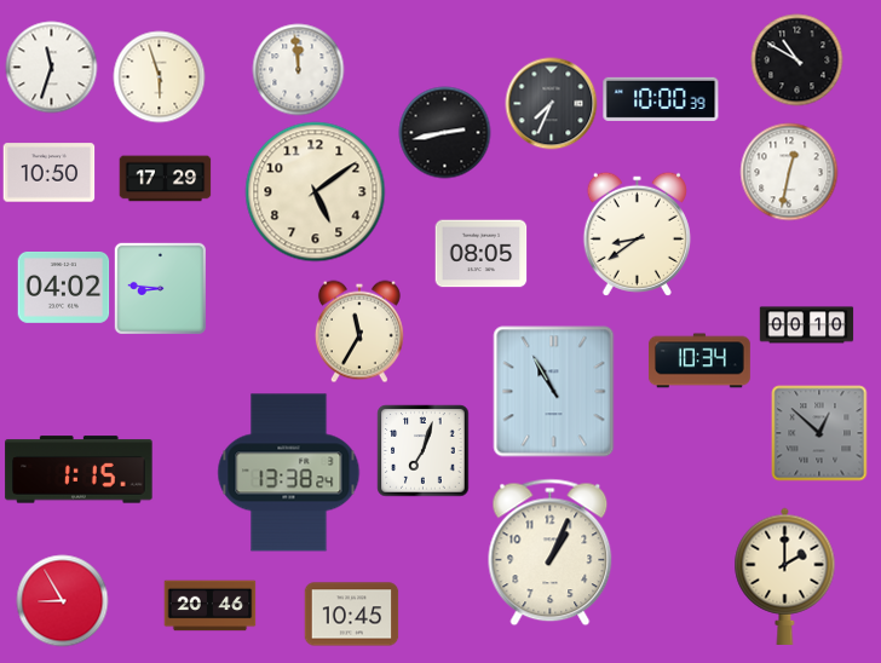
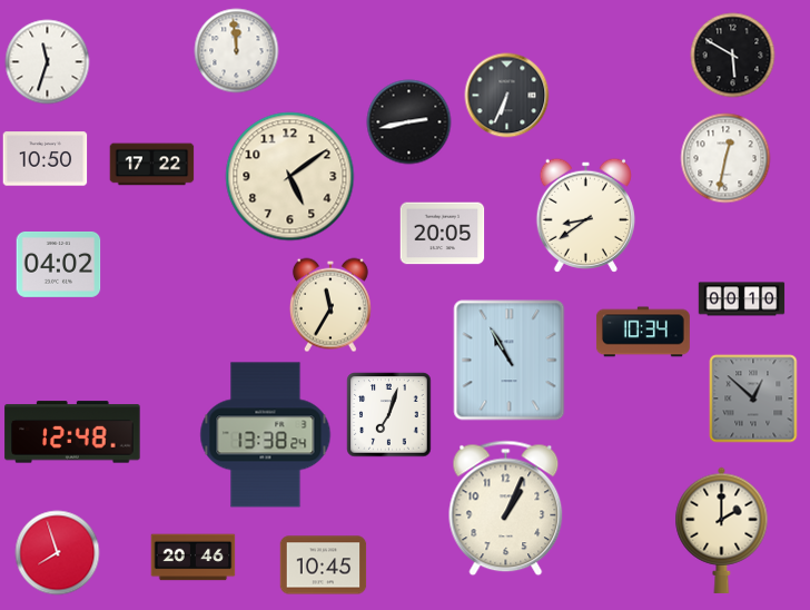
clock at (797, 60): 10:50 -> 5:50
clock at (299, 70) position: (299, 70) -> (237, 51)
clock at (160, 77): 5:57 -> none
clock at (661, 99): 10:00 -> none
clock at (552, 104): 7:34 -> 6:34
clock at (166, 179): 17:29 -> 17:22
clock at (482, 254): 08:05 -> 20:05
clock at (160, 288): 8:46 -> none
clock at (79, 469): 1:15 -> 12:48
clock at (63, 601): 8:55 -> 7:57
